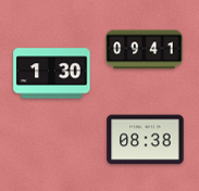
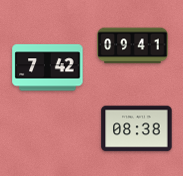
clock at (52, 74): 1:30 -> 7:42
clock at (146, 140) position: (146, 140) -> (137, 129)
